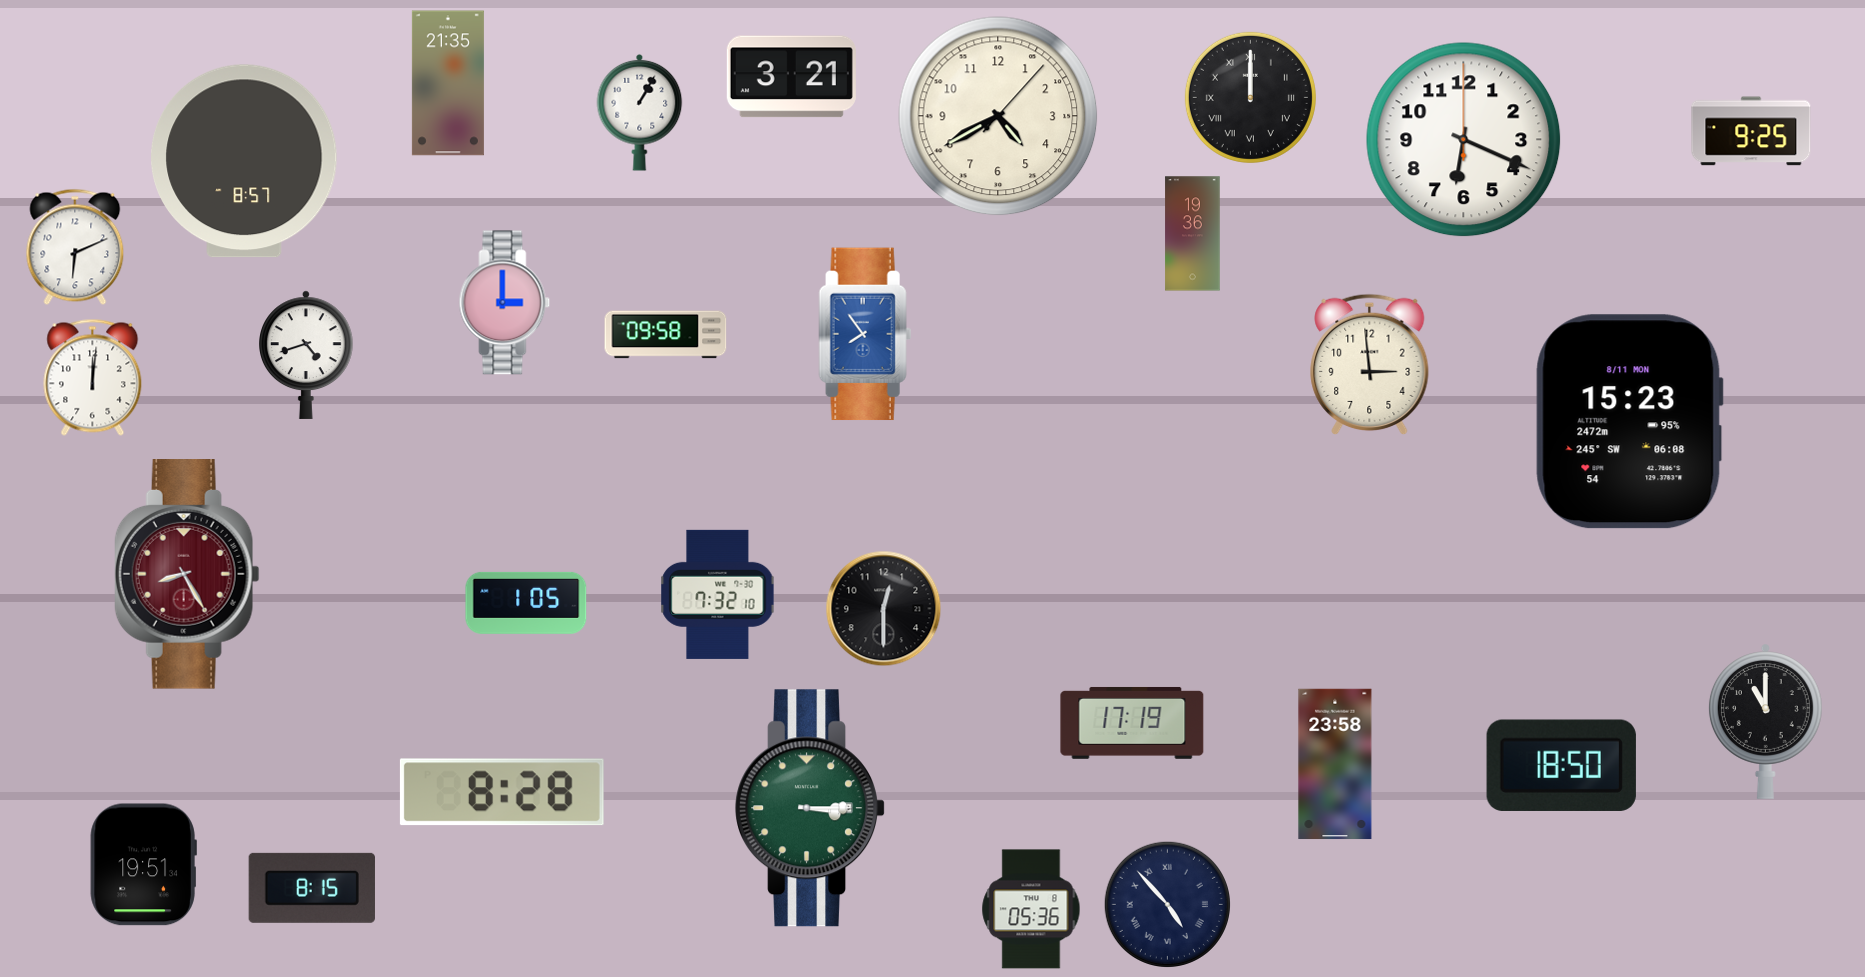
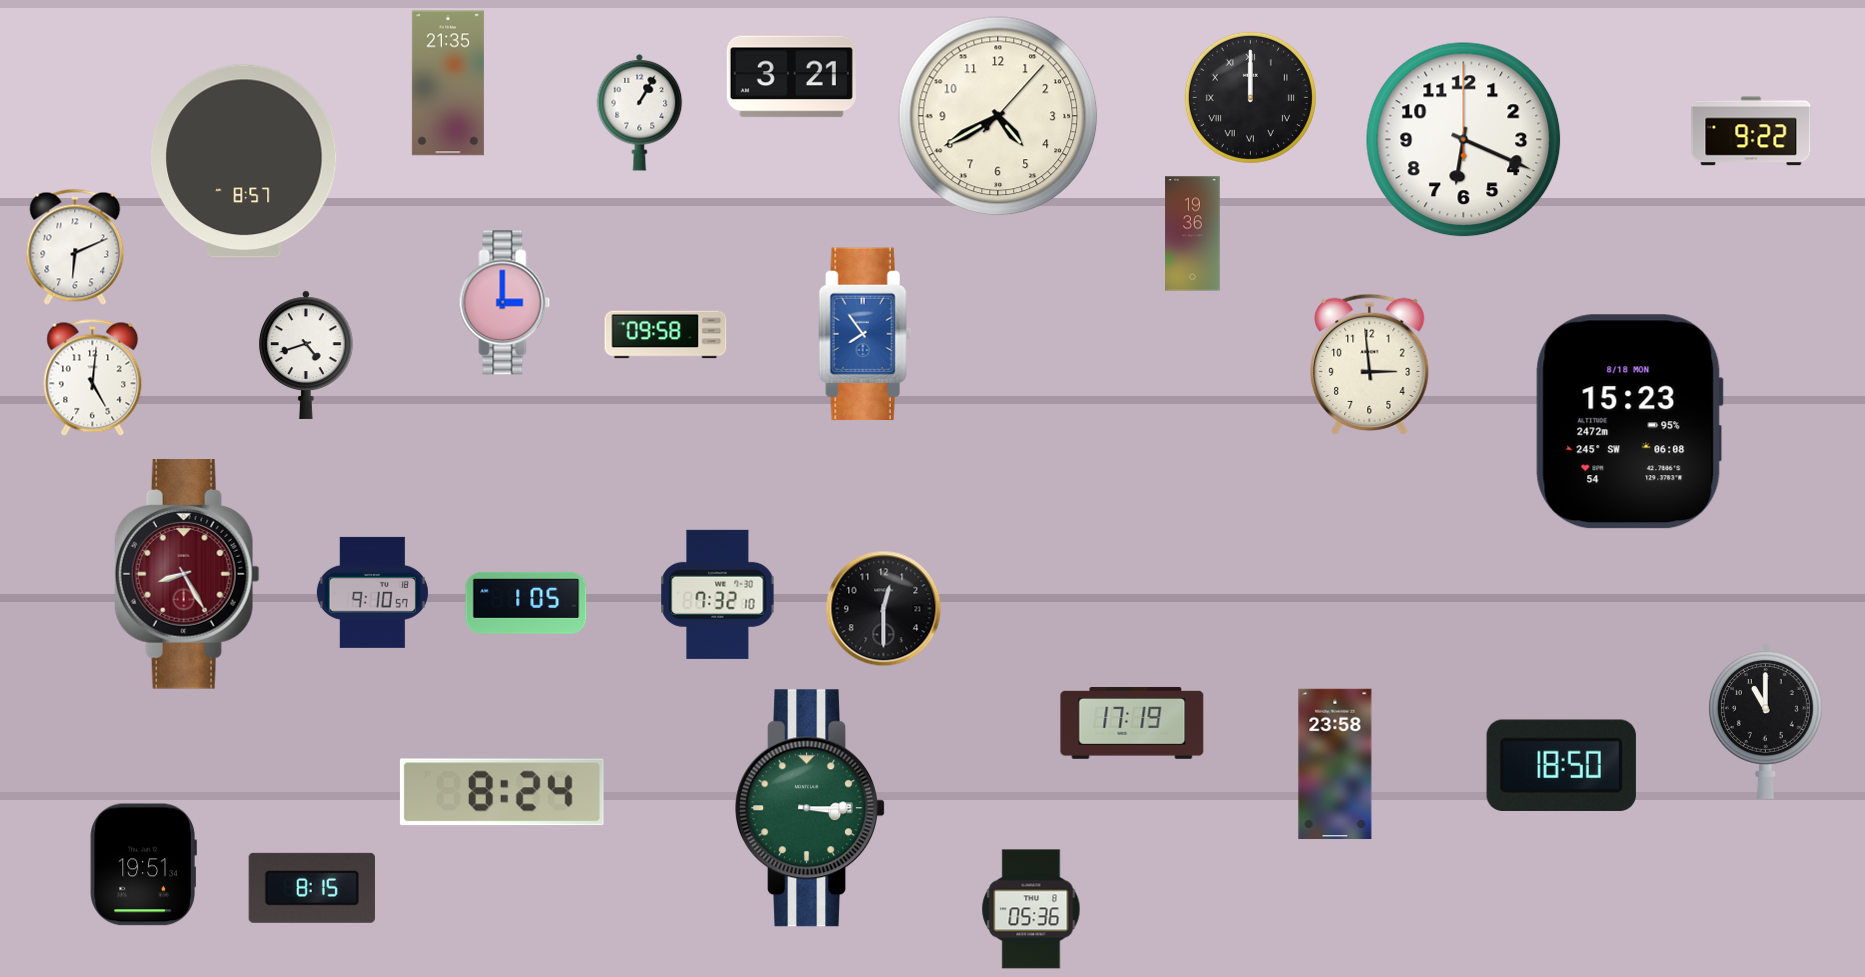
clock at (1751, 131): 9:25 -> 9:22
clock at (93, 377): 12:01 -> 5:01
clock at (1629, 422) date: 8/11 MON -> 8/18 MON
clock at (372, 592): none -> 9:10
clock at (502, 792): 8:28 -> 8:24
clock at (1167, 904): 4:53 -> none
